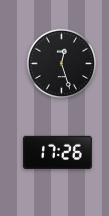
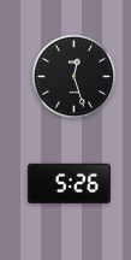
clock at (57, 152): 17:26 -> 5:26
